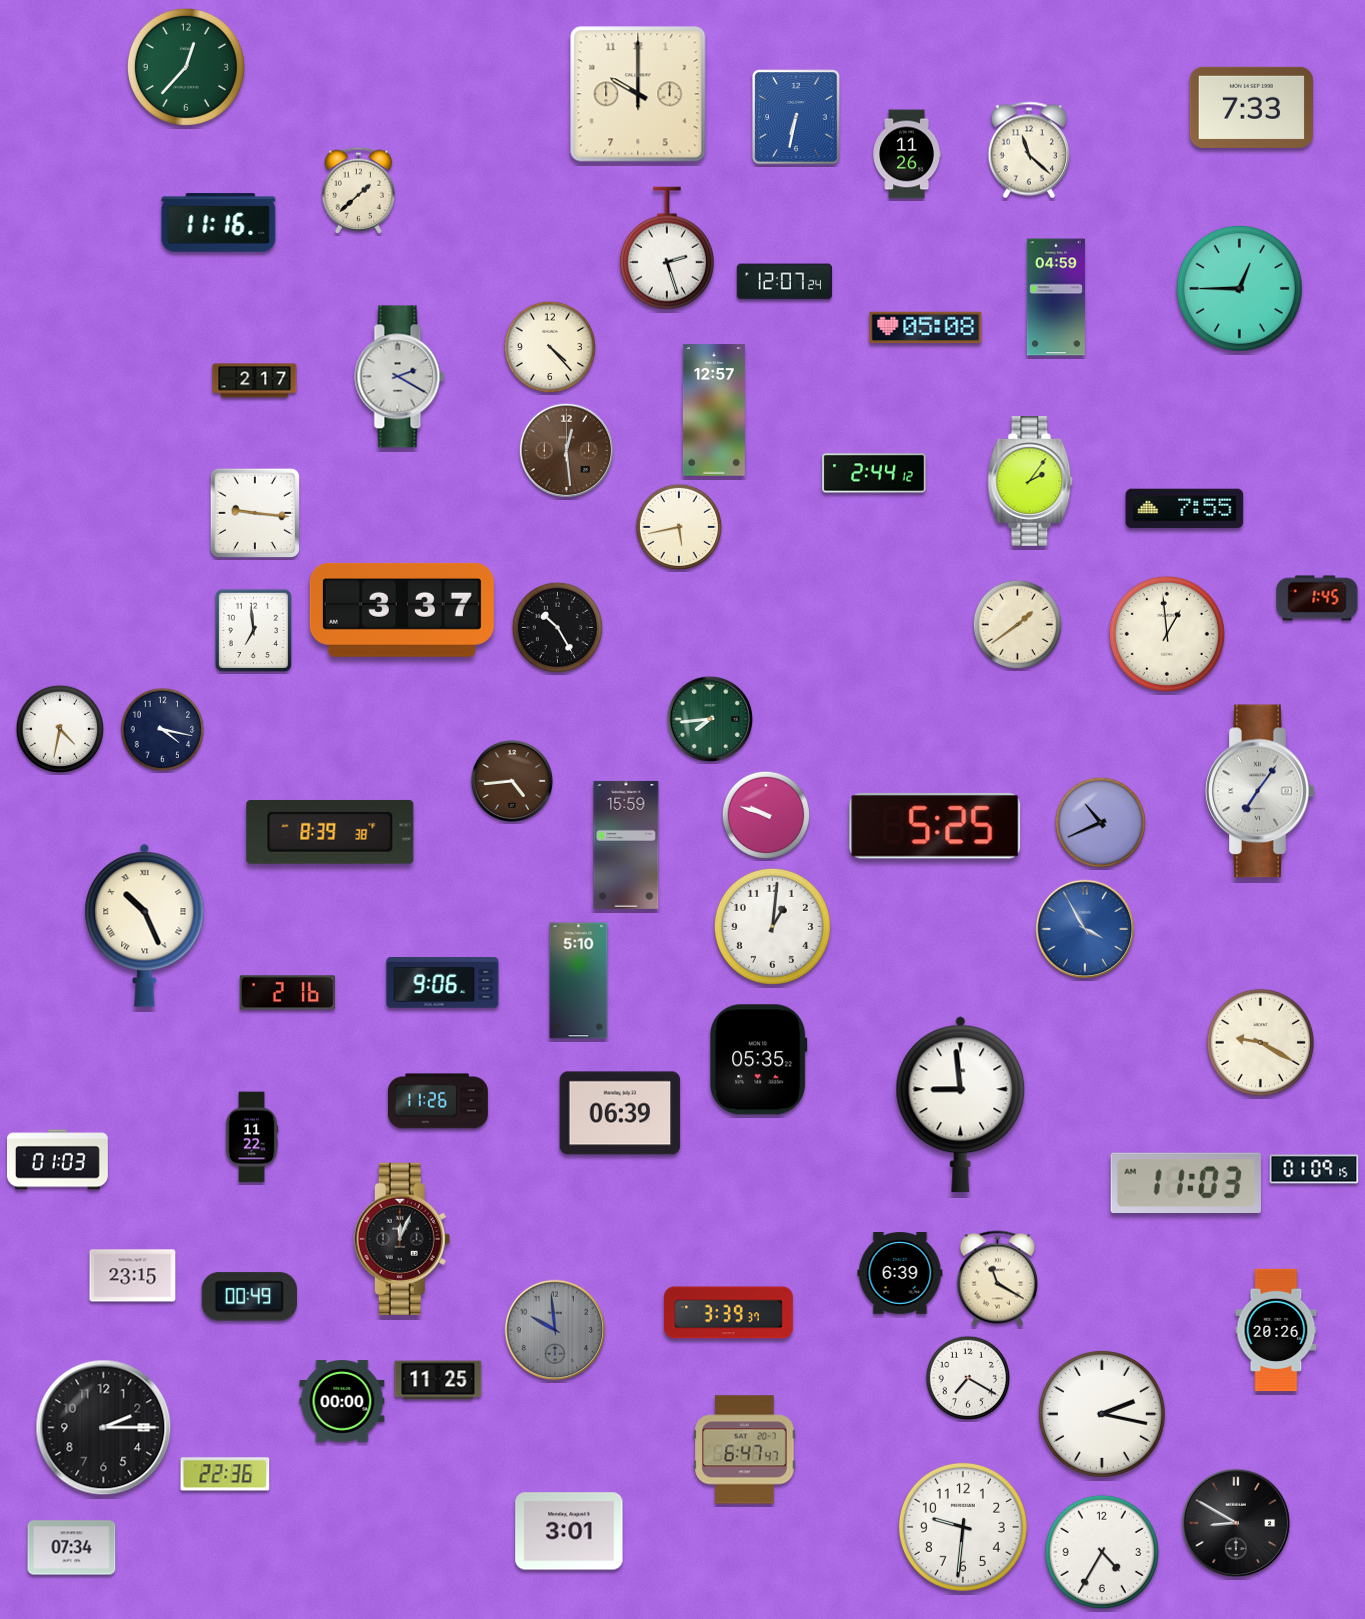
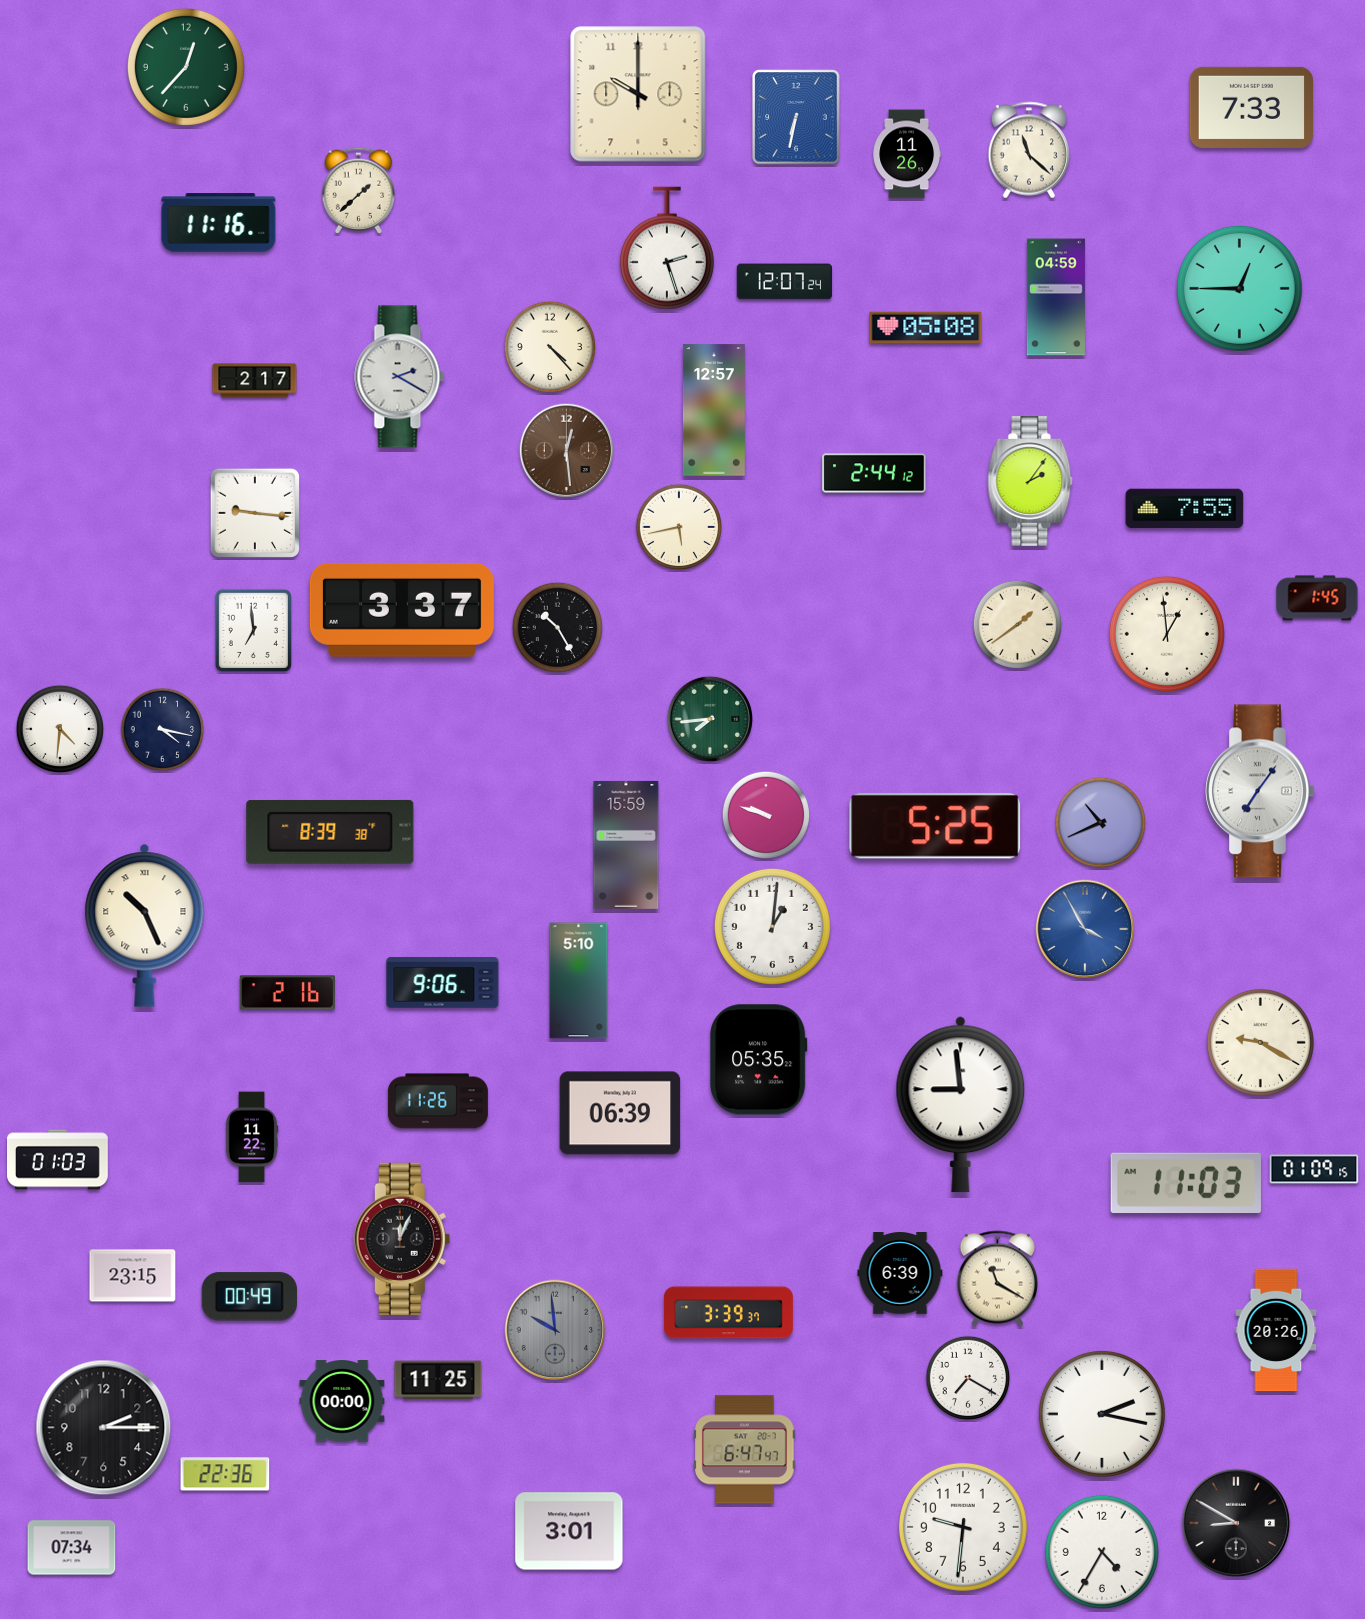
clock at (60, 729): 4:32 -> 4:31
clock at (512, 781): 4:44 -> none
